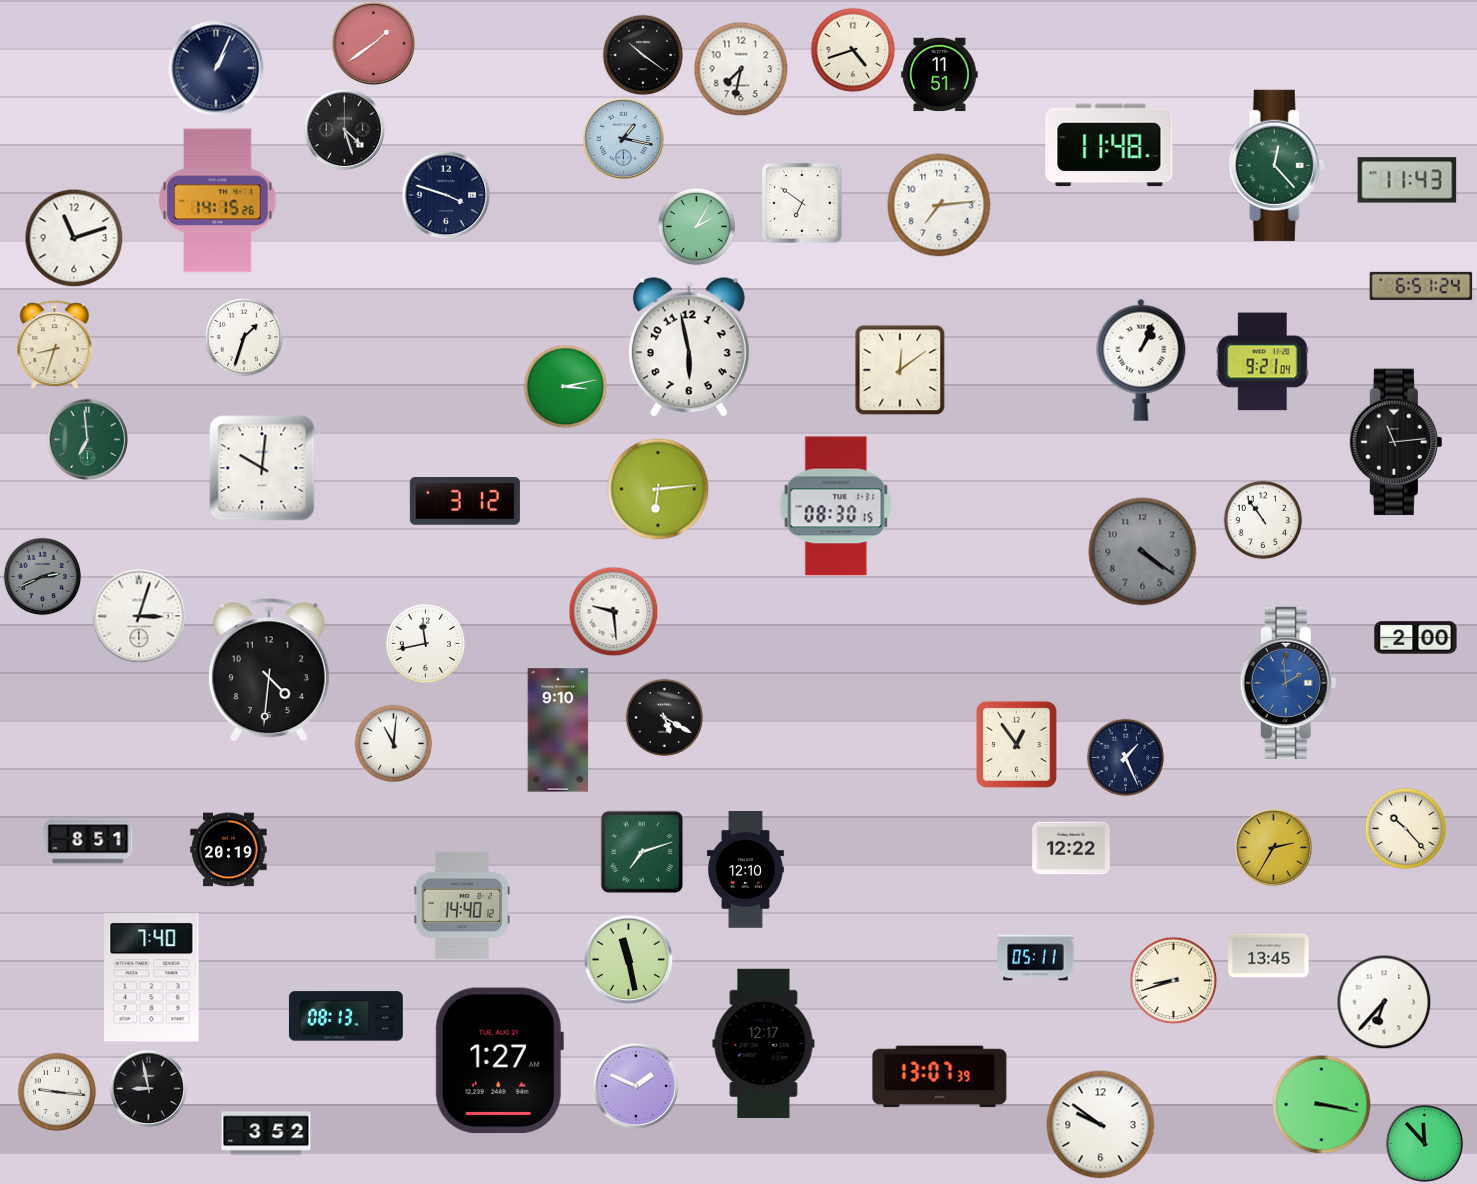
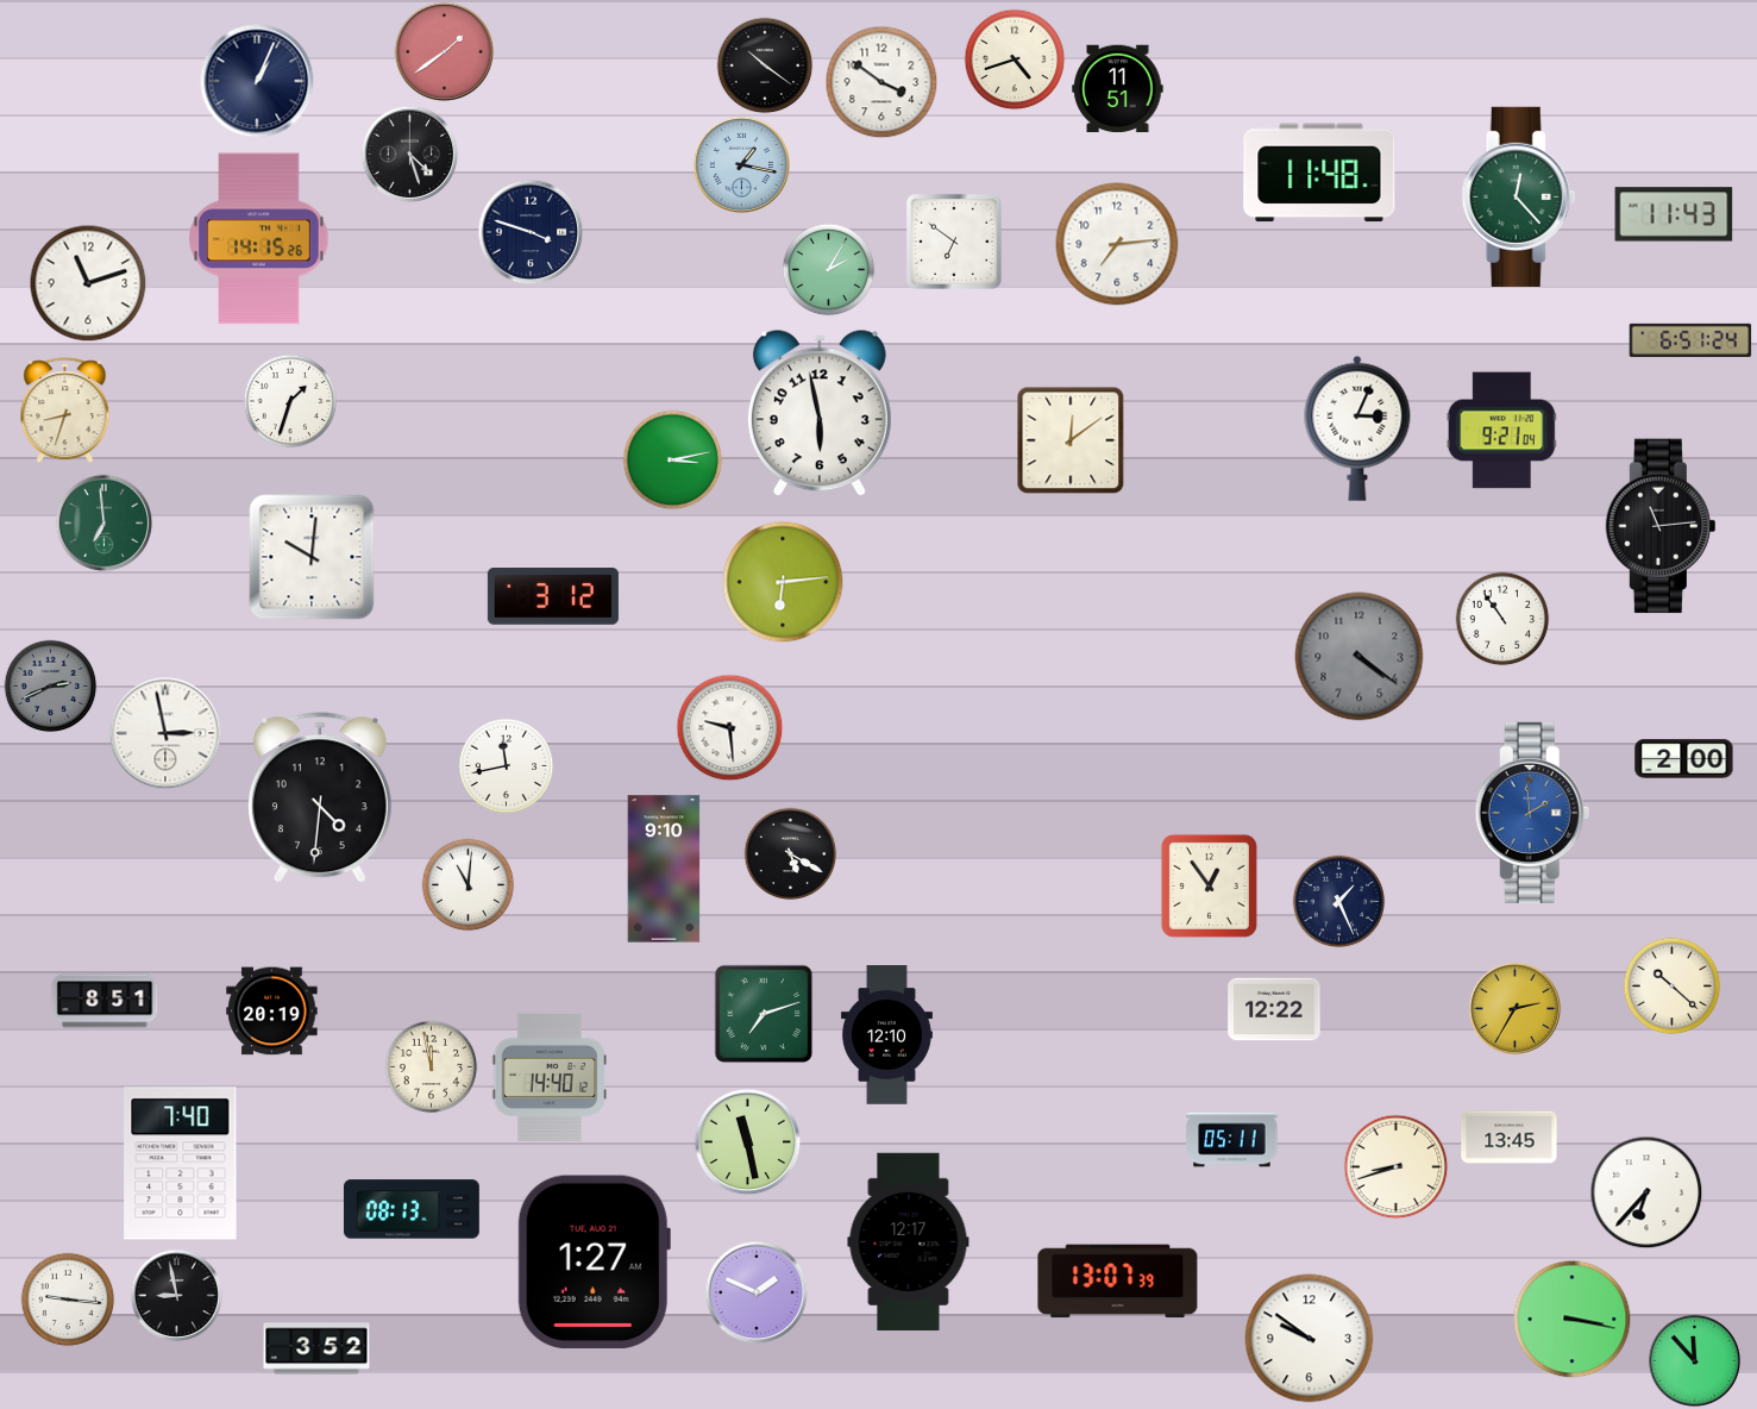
clock at (741, 69): 7:32 -> 3:51
clock at (1141, 360): 1:04 -> 3:04
clock at (836, 506): 08:30 -> none
clock at (139, 616): 3:03 -> 2:58
clock at (1405, 828): 10:23 -> 10:22
clock at (431, 1066): none -> 11:58
clock at (1322, 1105) position: (1322, 1105) -> (1573, 1320)
